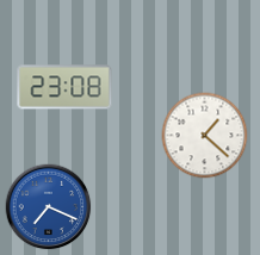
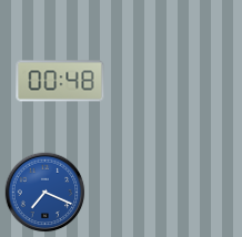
clock at (64, 87): 23:08 -> 00:48
clock at (205, 136): 1:22 -> none
